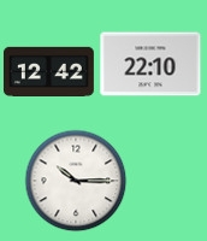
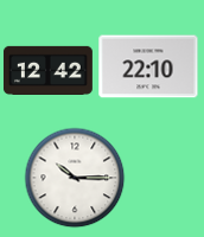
clock at (150, 64) position: (150, 64) -> (148, 66)
